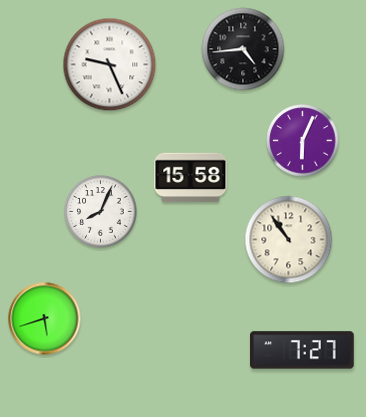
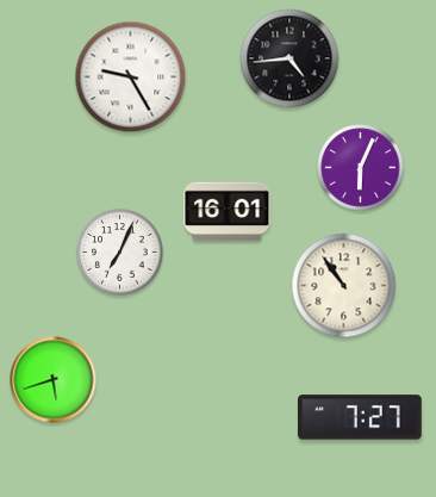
clock at (110, 65): 9:26 -> 9:25
clock at (191, 178): 15:58 -> 16:01
clock at (101, 212): 8:04 -> 7:04
